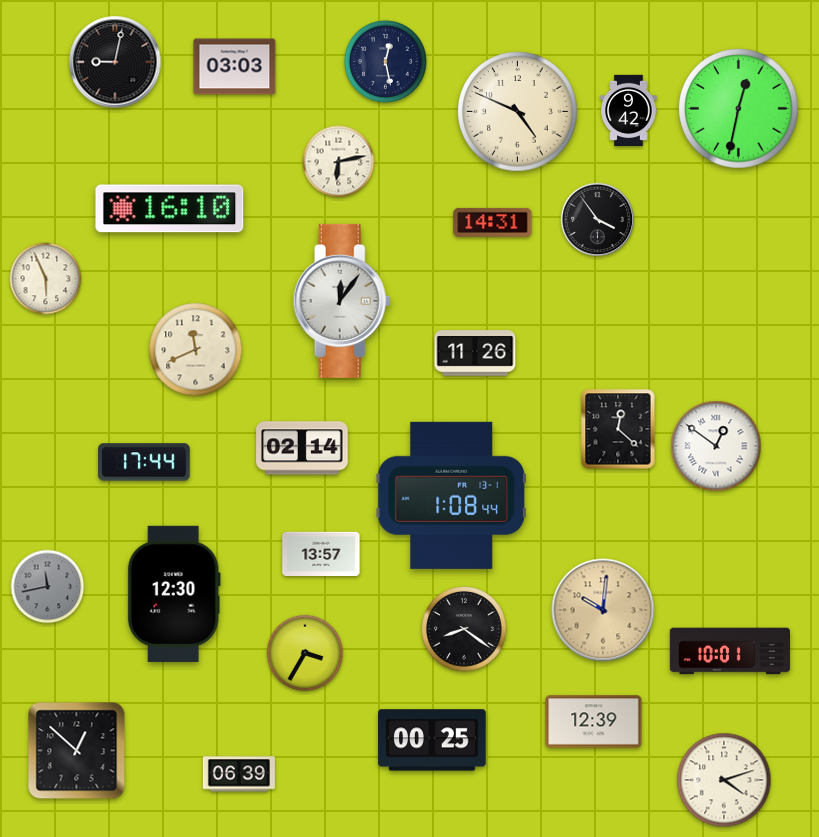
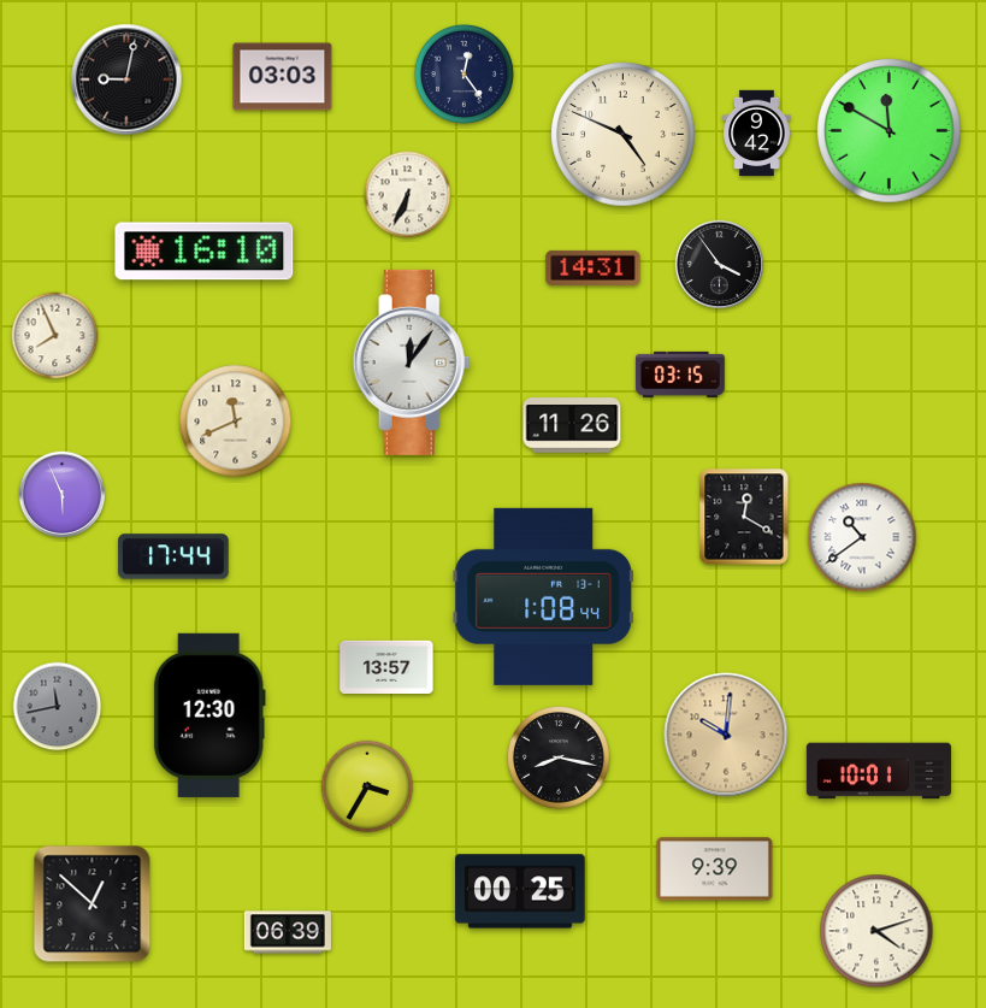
clock at (385, 61): 12:28 -> 12:24
clock at (115, 62) position: (115, 62) -> (126, 79)
clock at (235, 67) position: (235, 67) -> (283, 77)
clock at (739, 109): 12:32 -> 11:50
clock at (339, 162): 6:13 -> 6:34
clock at (46, 279): 5:56 -> 7:56
clock at (680, 375): none -> 03:15
clock at (63, 495): none -> 5:56
clock at (618, 429): 12:22 -> 12:20
clock at (716, 446): 12:51 -> 10:39
clock at (302, 448): 02:14 -> none
clock at (465, 630): 8:21 -> 8:17
clock at (730, 651) position: (730, 651) -> (879, 771)
clock at (594, 722): 12:39 -> 9:39
clock at (724, 780) position: (724, 780) -> (876, 931)
